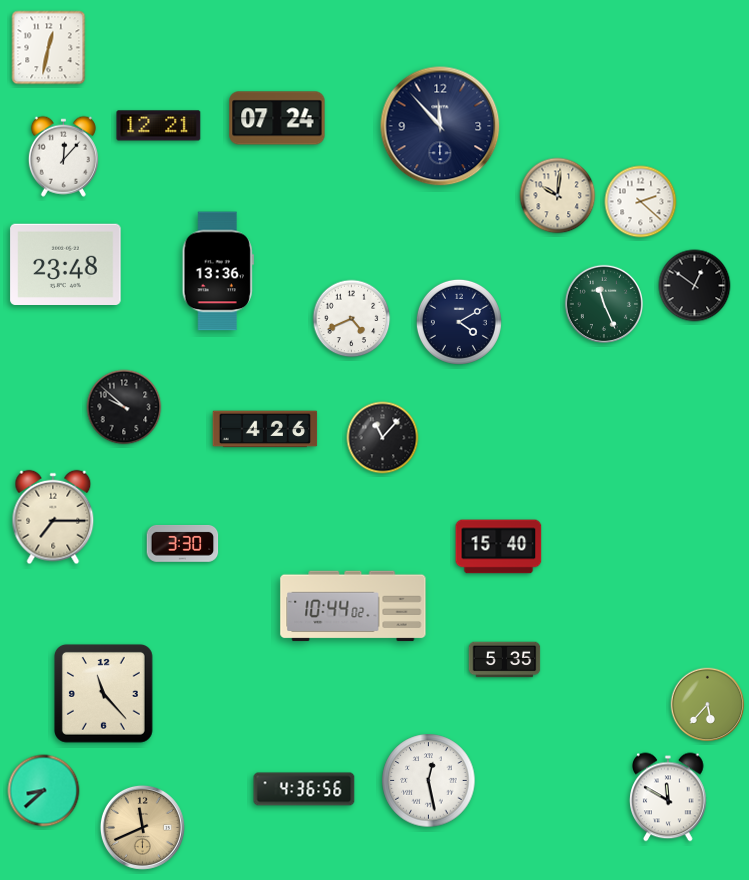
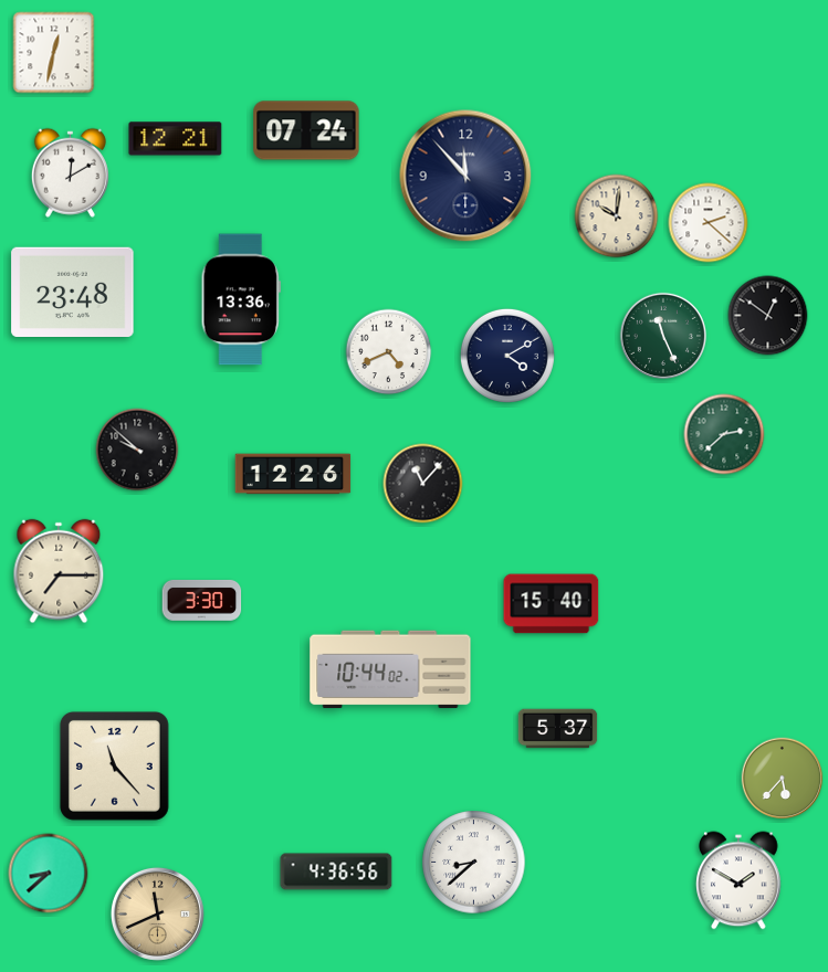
clock at (440, 126) position: (440, 126) -> (465, 176)
clock at (63, 156): 12:07 -> 12:10
clock at (603, 303) position: (603, 303) -> (662, 335)
clock at (724, 434): none -> 2:38
clock at (265, 429): 4:26 -> 12:26
clock at (505, 660): 5:35 -> 5:37
clock at (429, 781): 12:28 -> 8:38
clock at (668, 797): 11:50 -> 1:50
